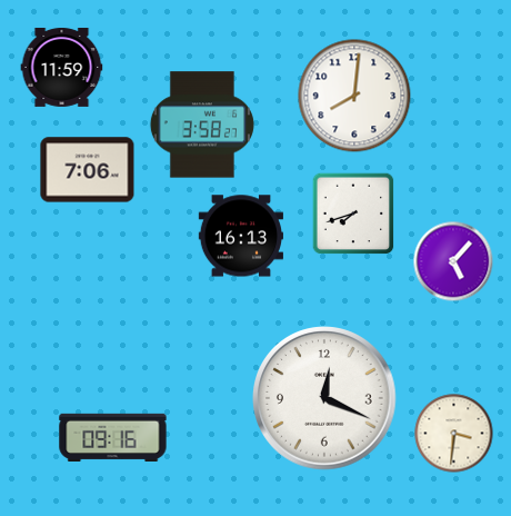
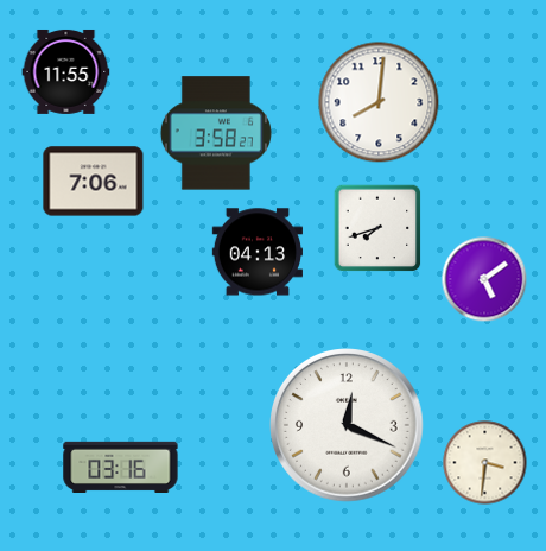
clock at (62, 67): 11:59 -> 11:55
clock at (240, 236): 16:13 -> 04:13
clock at (453, 261): 5:07 -> 5:09
clock at (113, 437): 09:16 -> 03:16
